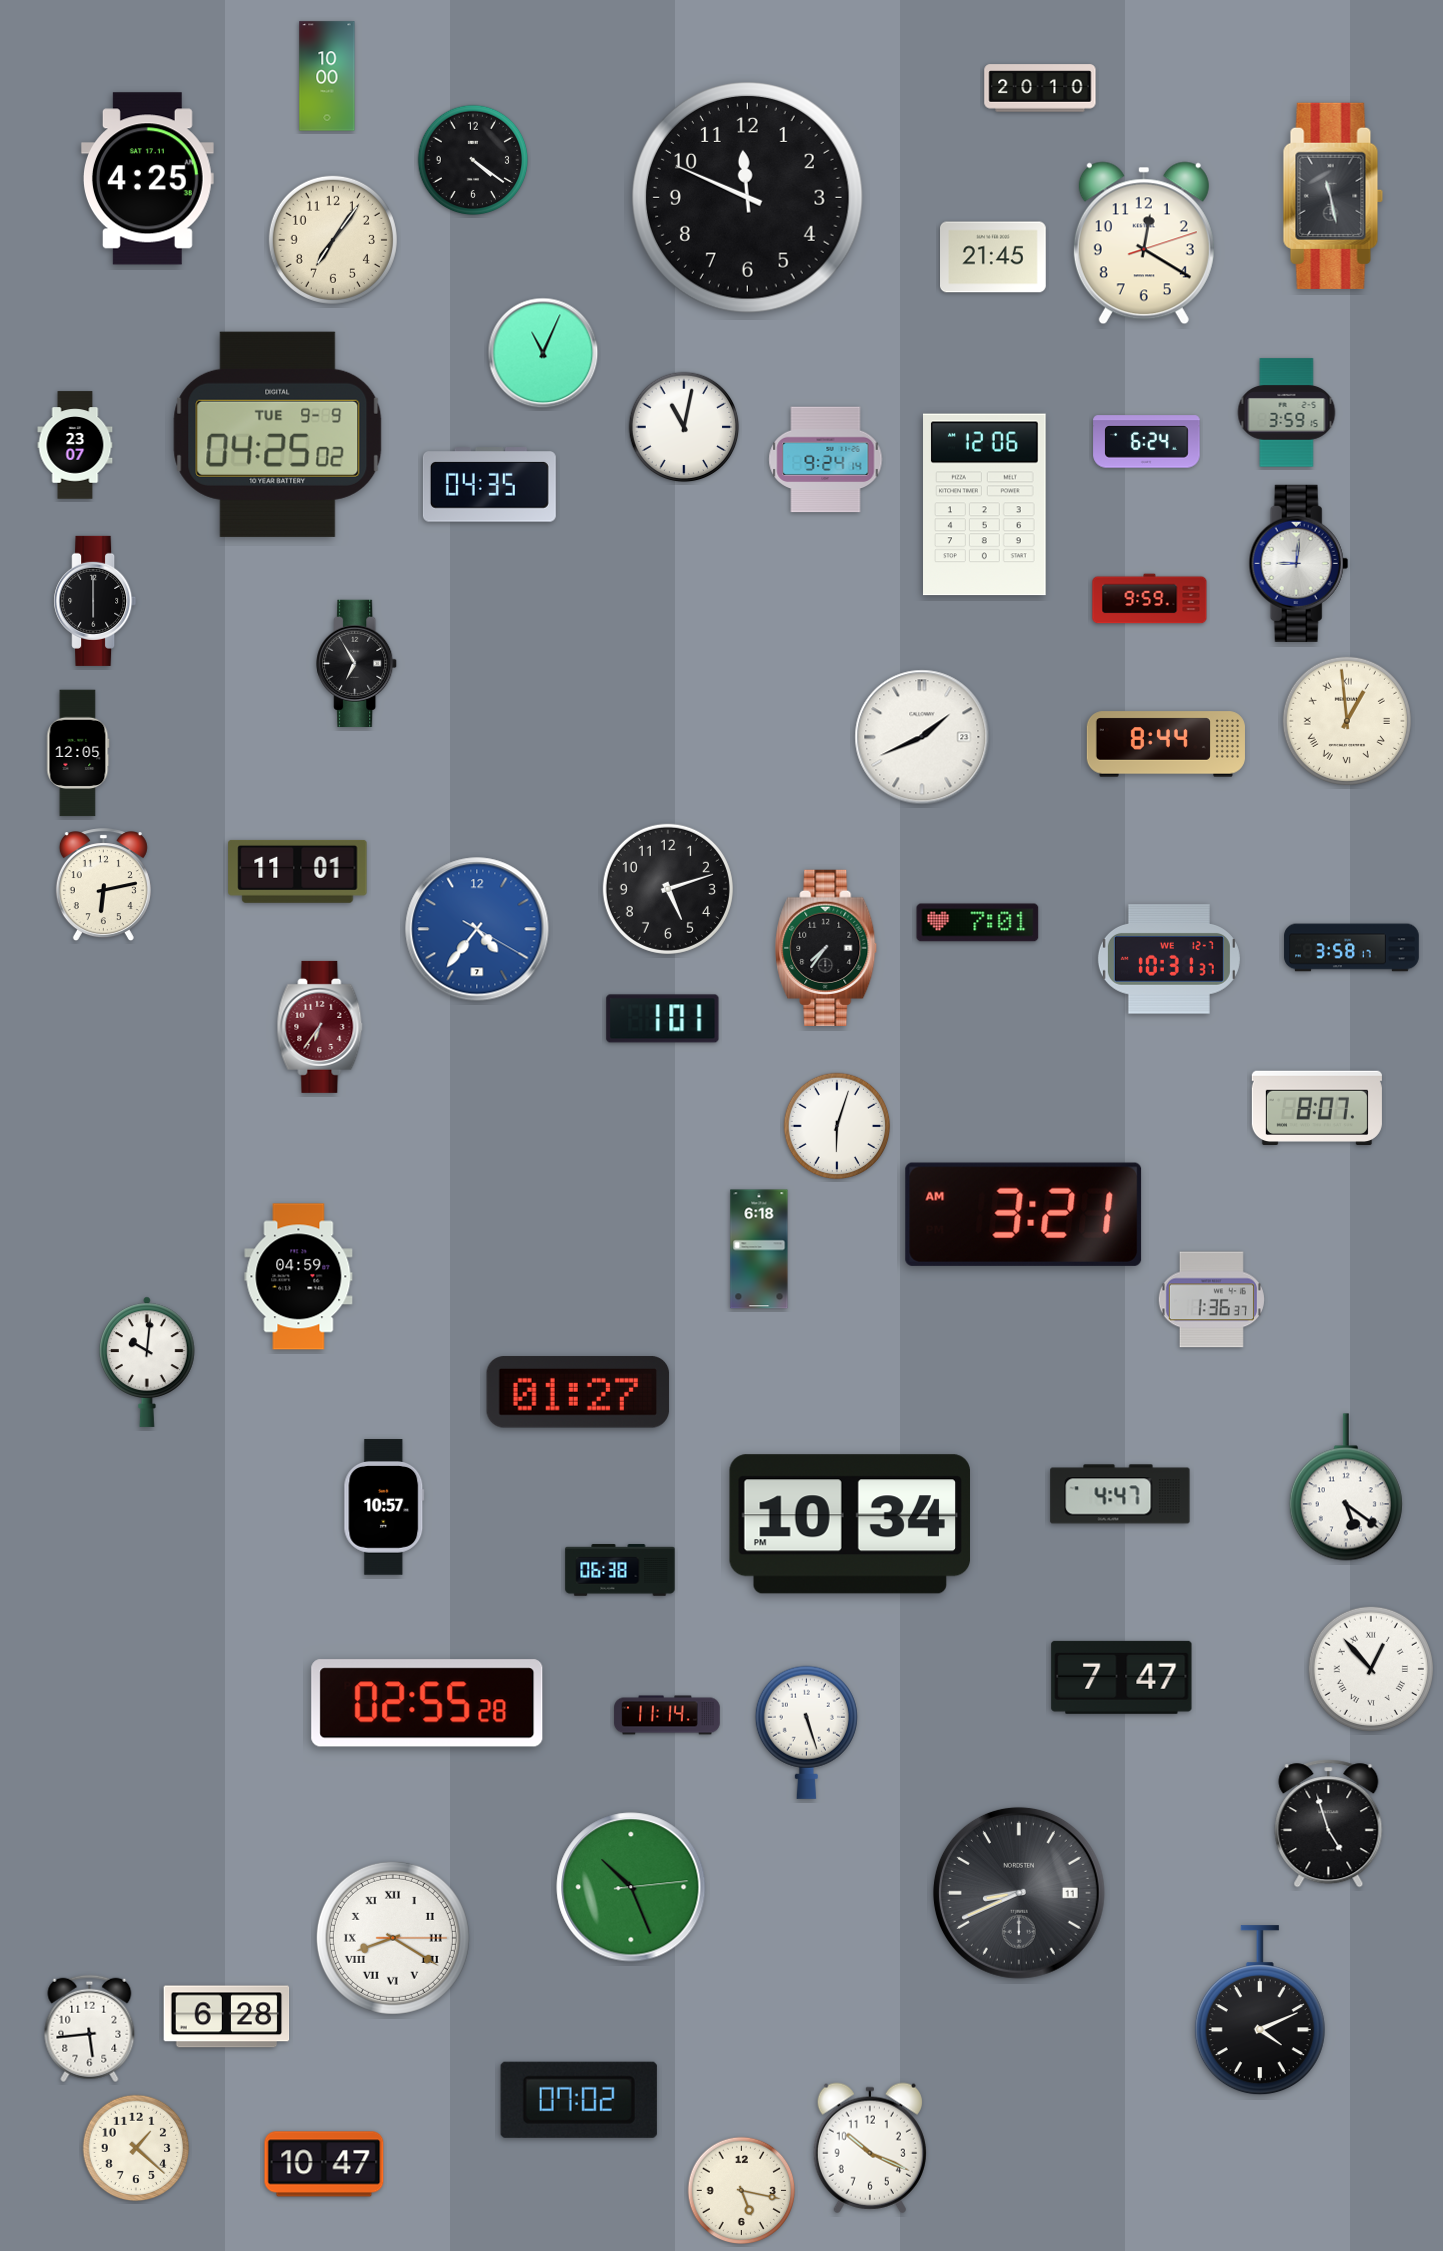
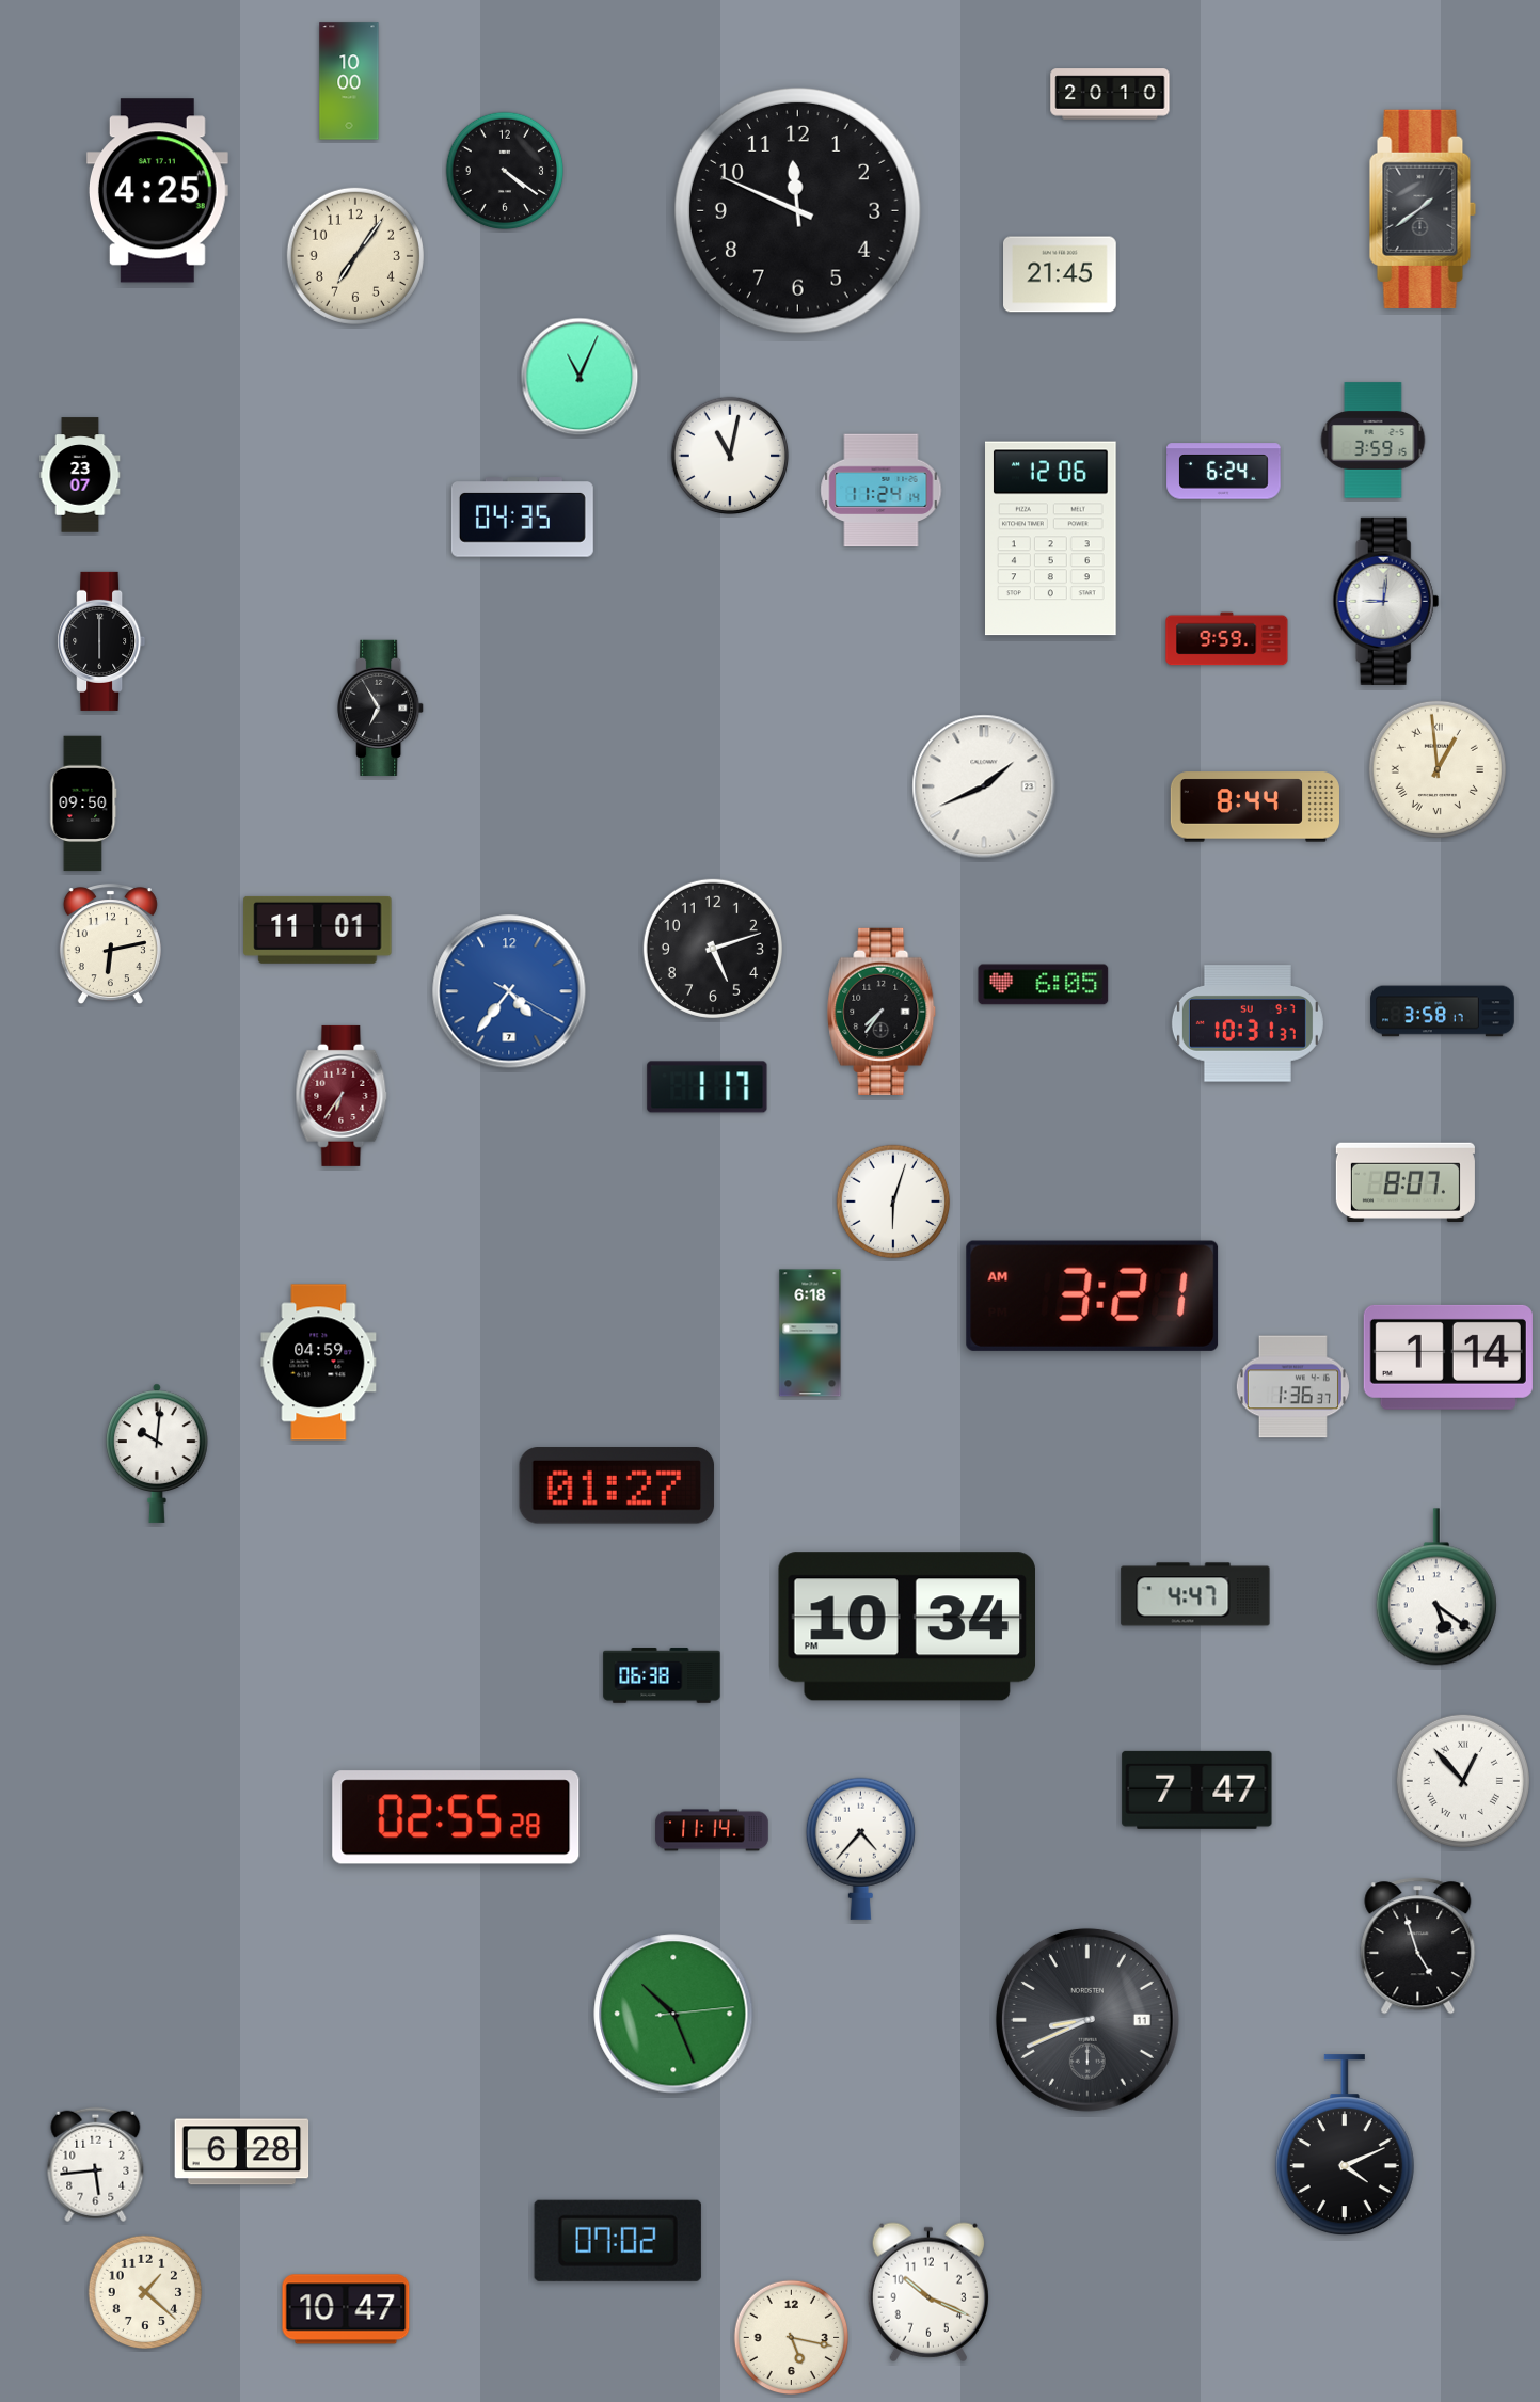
clock at (1333, 196): 11:28 -> 1:39
clock at (1144, 243): 12:20 -> none
clock at (278, 434): 04:25 -> none
clock at (826, 460): 9:24 -> 11:24
clock at (1166, 744) position: (1166, 744) -> (1255, 807)
clock at (78, 753): 12:05 -> 09:50
clock at (978, 923): 7:01 -> 6:05
clock at (1169, 959) date: WE 12-7 -> SU 9-7
clock at (663, 1019): 1:01 -> 1:17
clock at (1448, 1357): none -> 1:14
clock at (384, 1507): 10:57 -> none
clock at (806, 1732): 5:27 -> 4:37
clock at (393, 1938): 8:20 -> none
